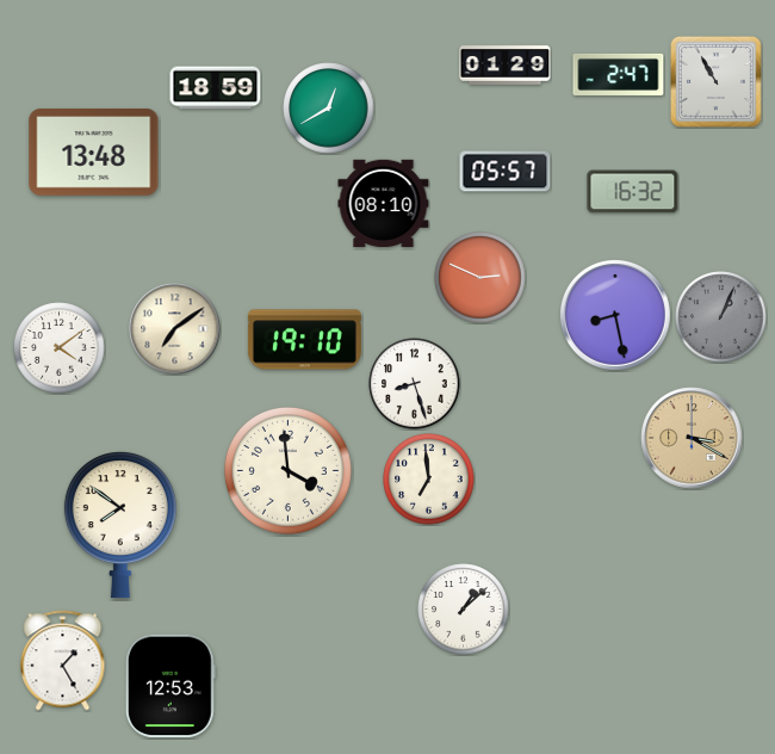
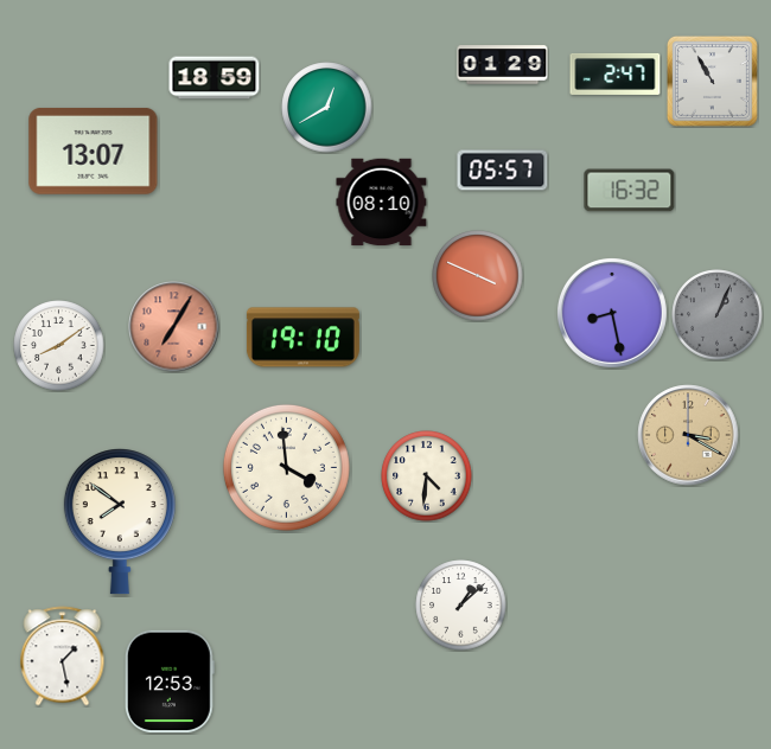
clock at (216, 88) position: (216, 88) -> (215, 78)
clock at (94, 152): 13:48 -> 13:07
clock at (480, 278): 2:49 -> 3:49
clock at (175, 329): 7:09 -> 7:05
clock at (175, 329) dial: cream -> salmon
clock at (60, 348): 4:09 -> 8:09
clock at (415, 384): 8:27 -> none
clock at (429, 480): 6:59 -> 4:31
clock at (63, 661): 1:25 -> 1:28
